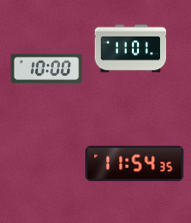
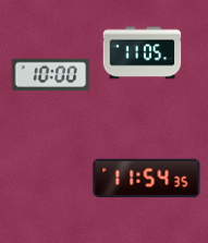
clock at (131, 49): 11:01 -> 11:05
